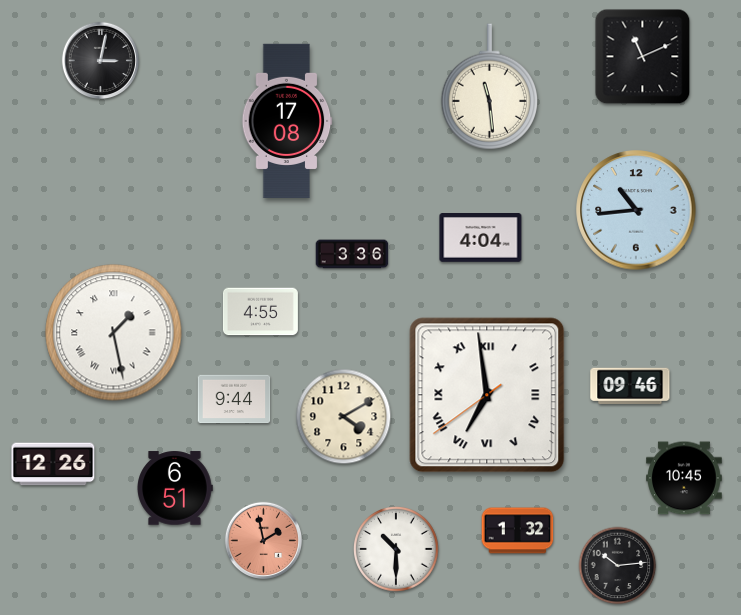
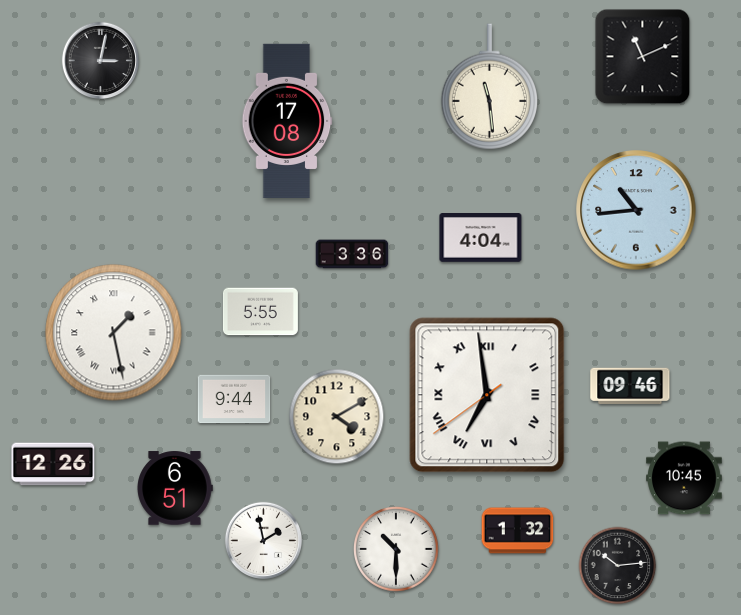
clock at (260, 312): 4:55 -> 5:55
clock at (344, 417) position: (344, 417) -> (337, 417)
clock at (263, 540) dial: salmon -> white
